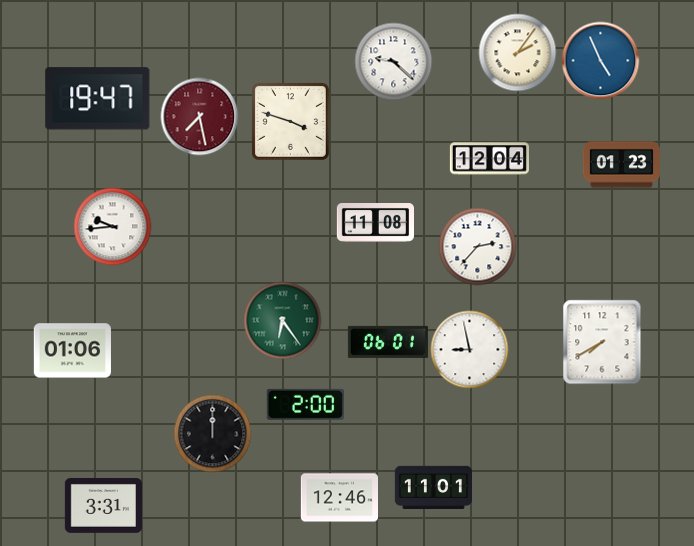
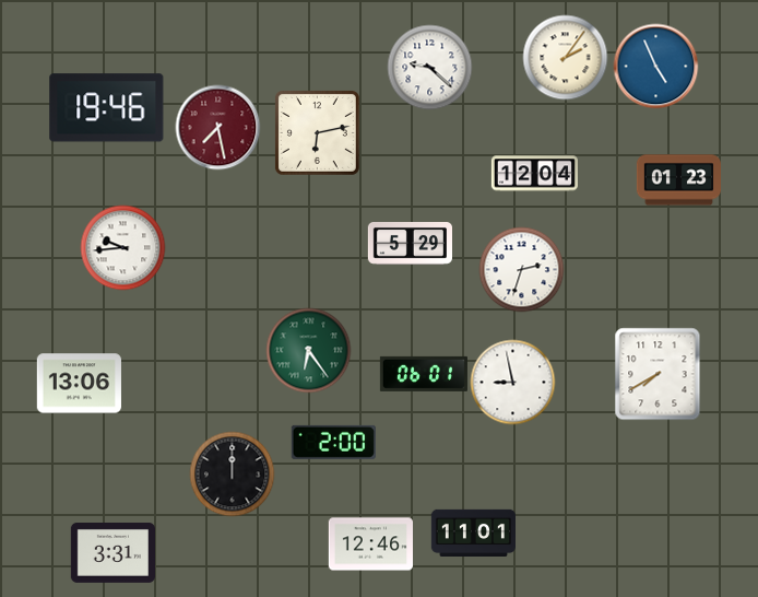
clock at (98, 99): 19:47 -> 19:46
clock at (290, 121): 3:48 -> 6:13
clock at (375, 223): 11:08 -> 5:29
clock at (477, 246): 2:37 -> 2:33
clock at (72, 351): 01:06 -> 13:06
